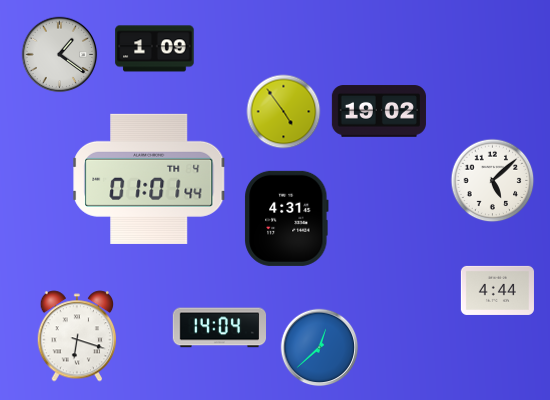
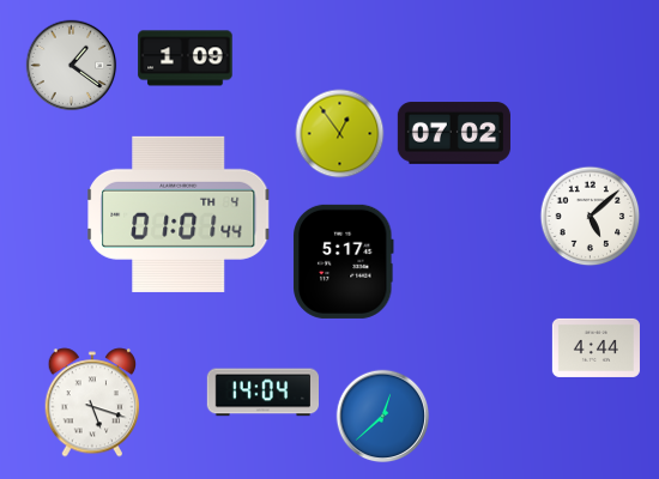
clock at (379, 111): 19:02 -> 07:02
clock at (284, 112): 4:54 -> 12:54
clock at (287, 218): 4:31 -> 5:17
clock at (77, 336): 6:18 -> 5:18
